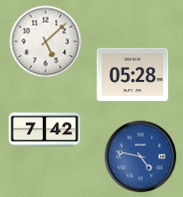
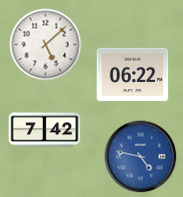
clock at (46, 42) position: (46, 42) -> (46, 45)
clock at (133, 75): 05:28 -> 06:22
